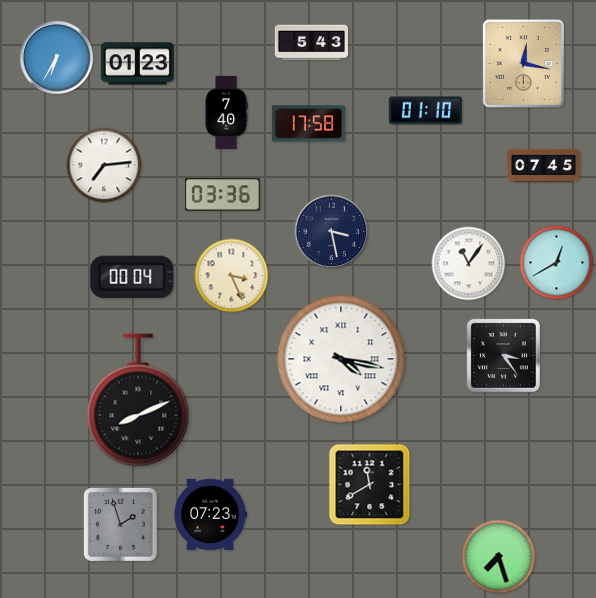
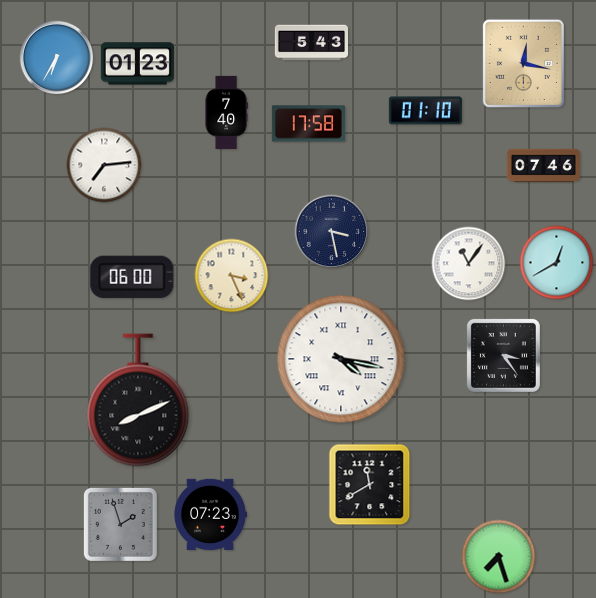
clock at (543, 166): 07:45 -> 07:46
clock at (222, 195): 03:36 -> none
clock at (132, 277): 00:04 -> 06:00
